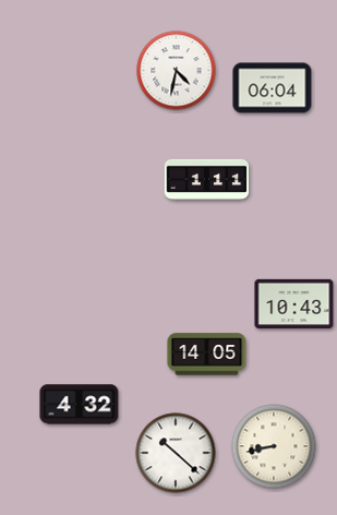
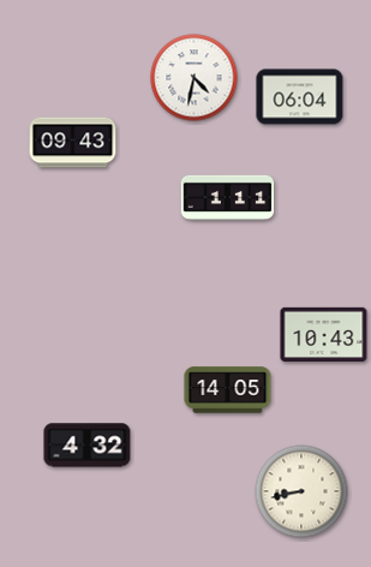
clock at (73, 143): none -> 09:43
clock at (176, 453): 10:22 -> none
